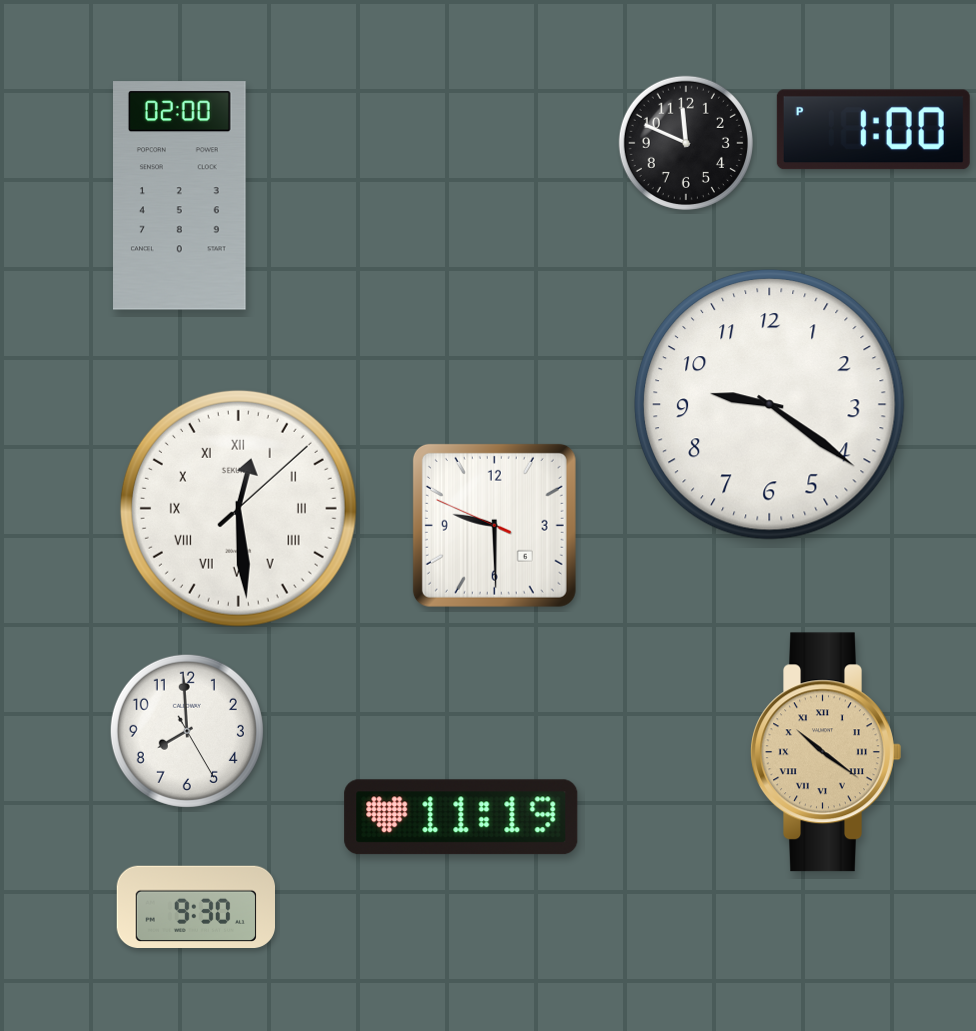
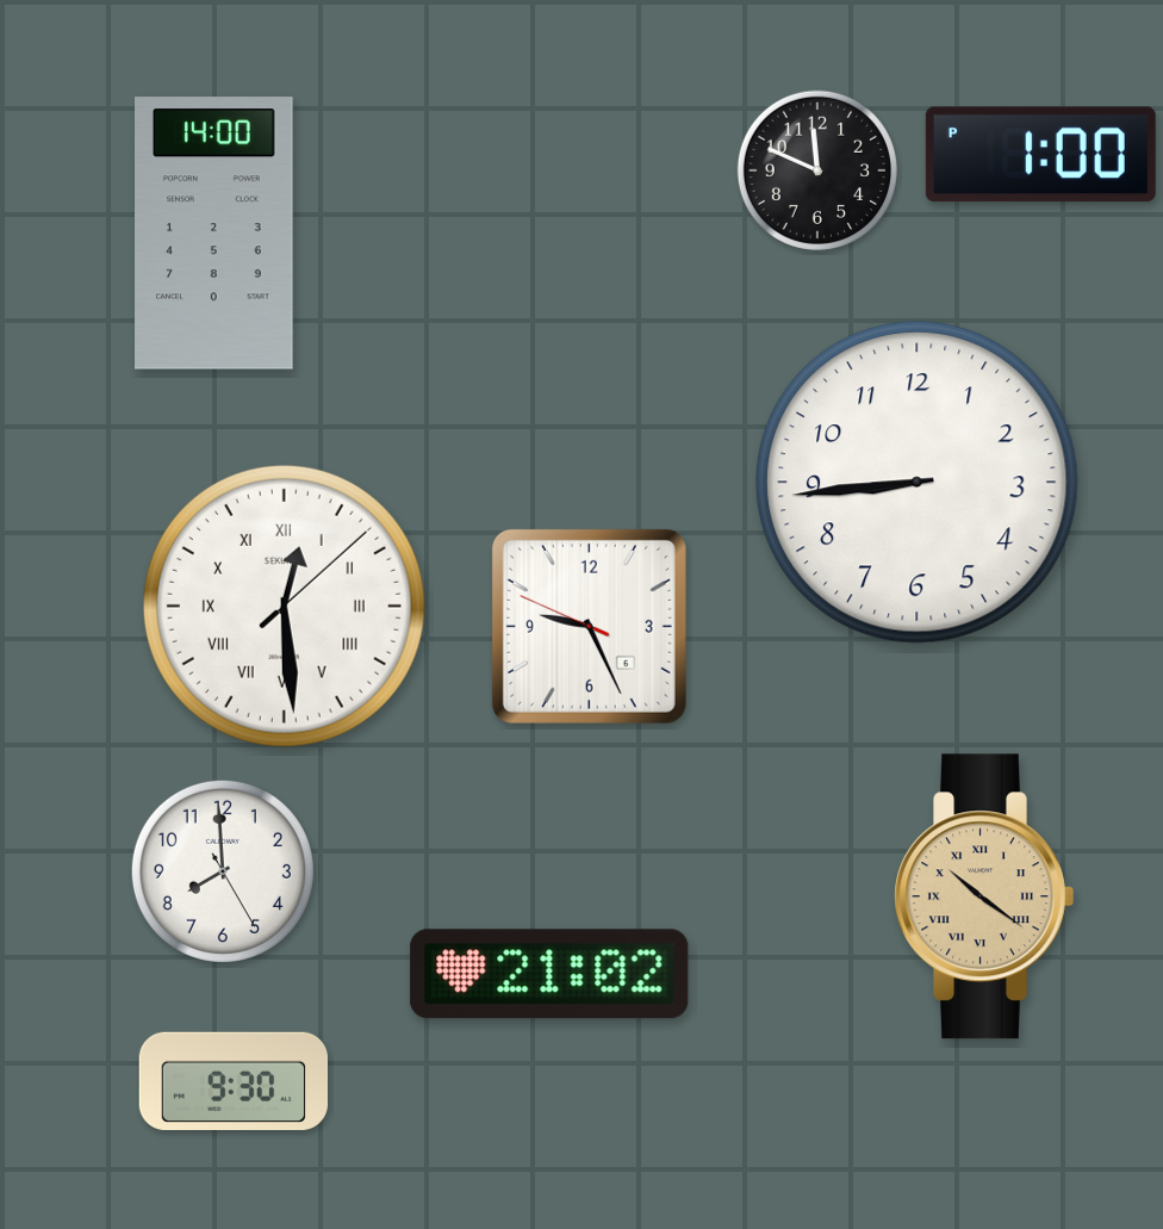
clock at (180, 196): 02:00 -> 14:00
clock at (770, 405): 9:21 -> 8:44
clock at (494, 525): 9:29 -> 9:25
clock at (461, 817): 11:19 -> 21:02
